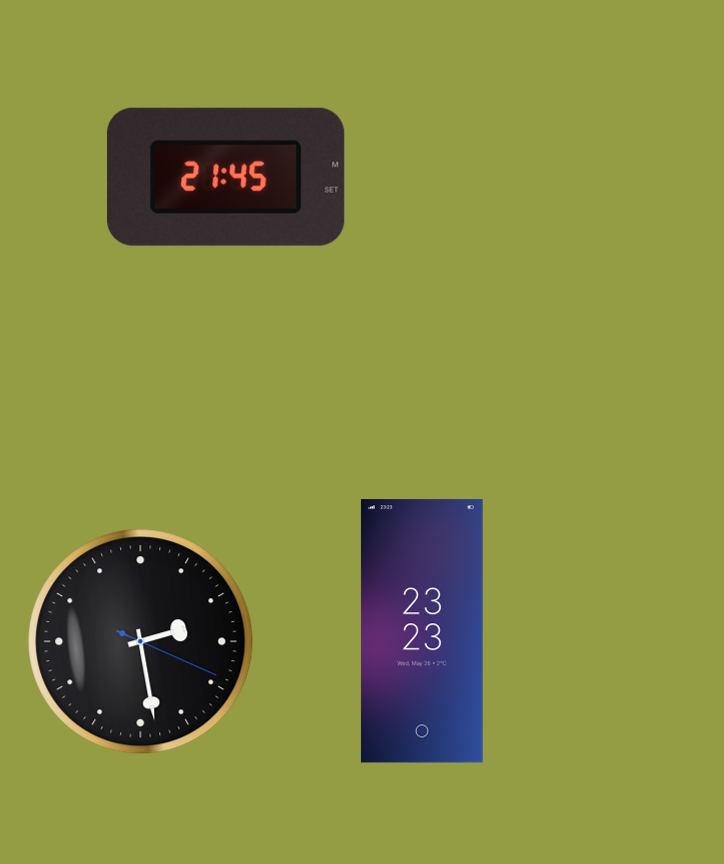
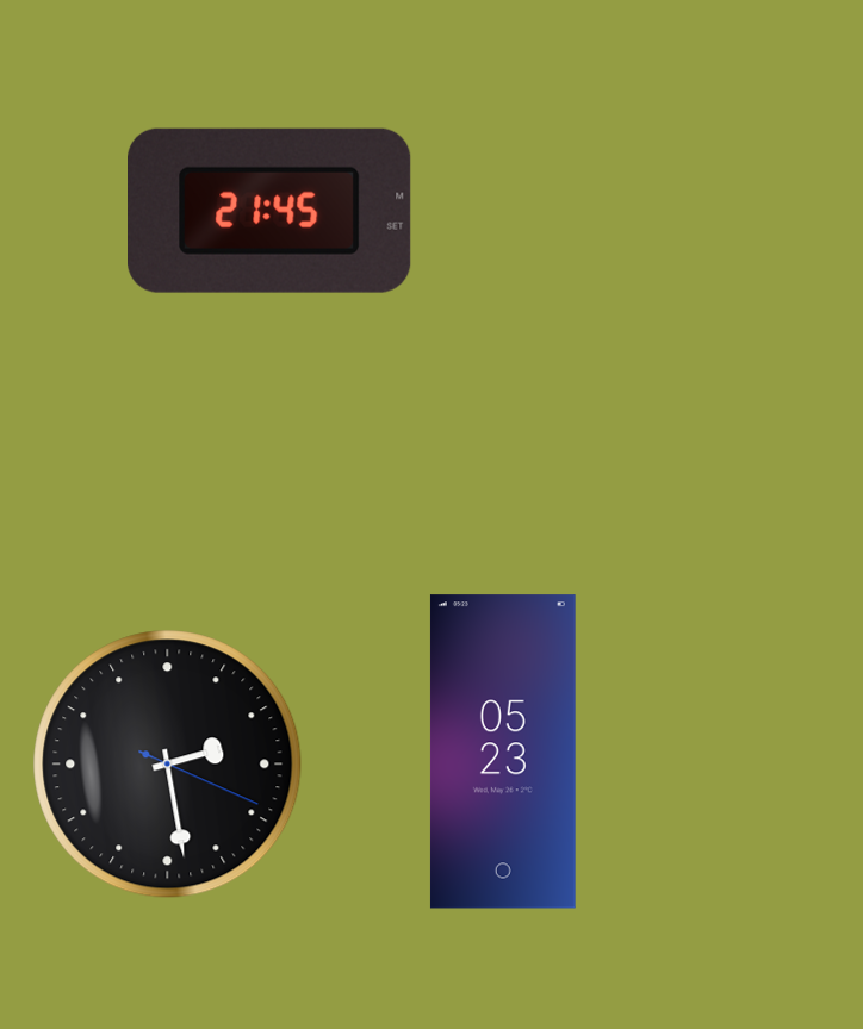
clock at (422, 631): 23:23 -> 05:23
